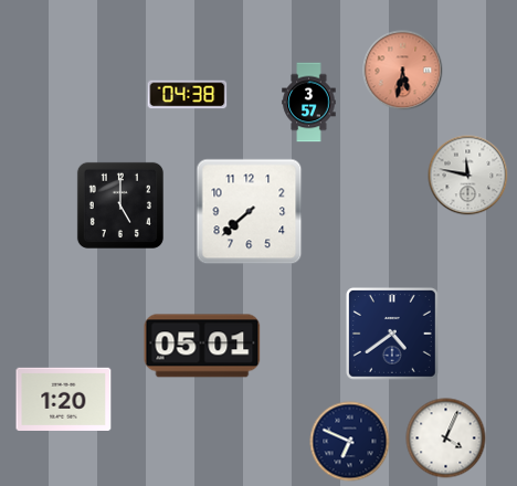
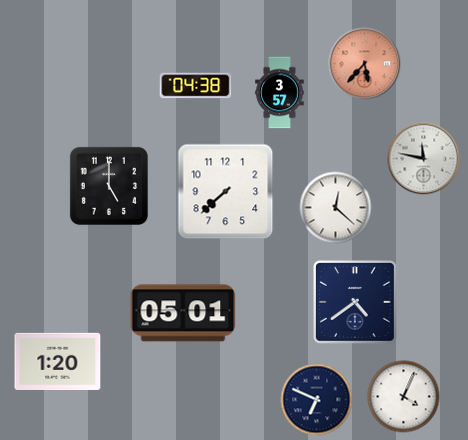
clock at (403, 71): 5:32 -> 5:37
clock at (188, 95) position: (188, 95) -> (196, 86)
clock at (336, 208): none -> 12:22
